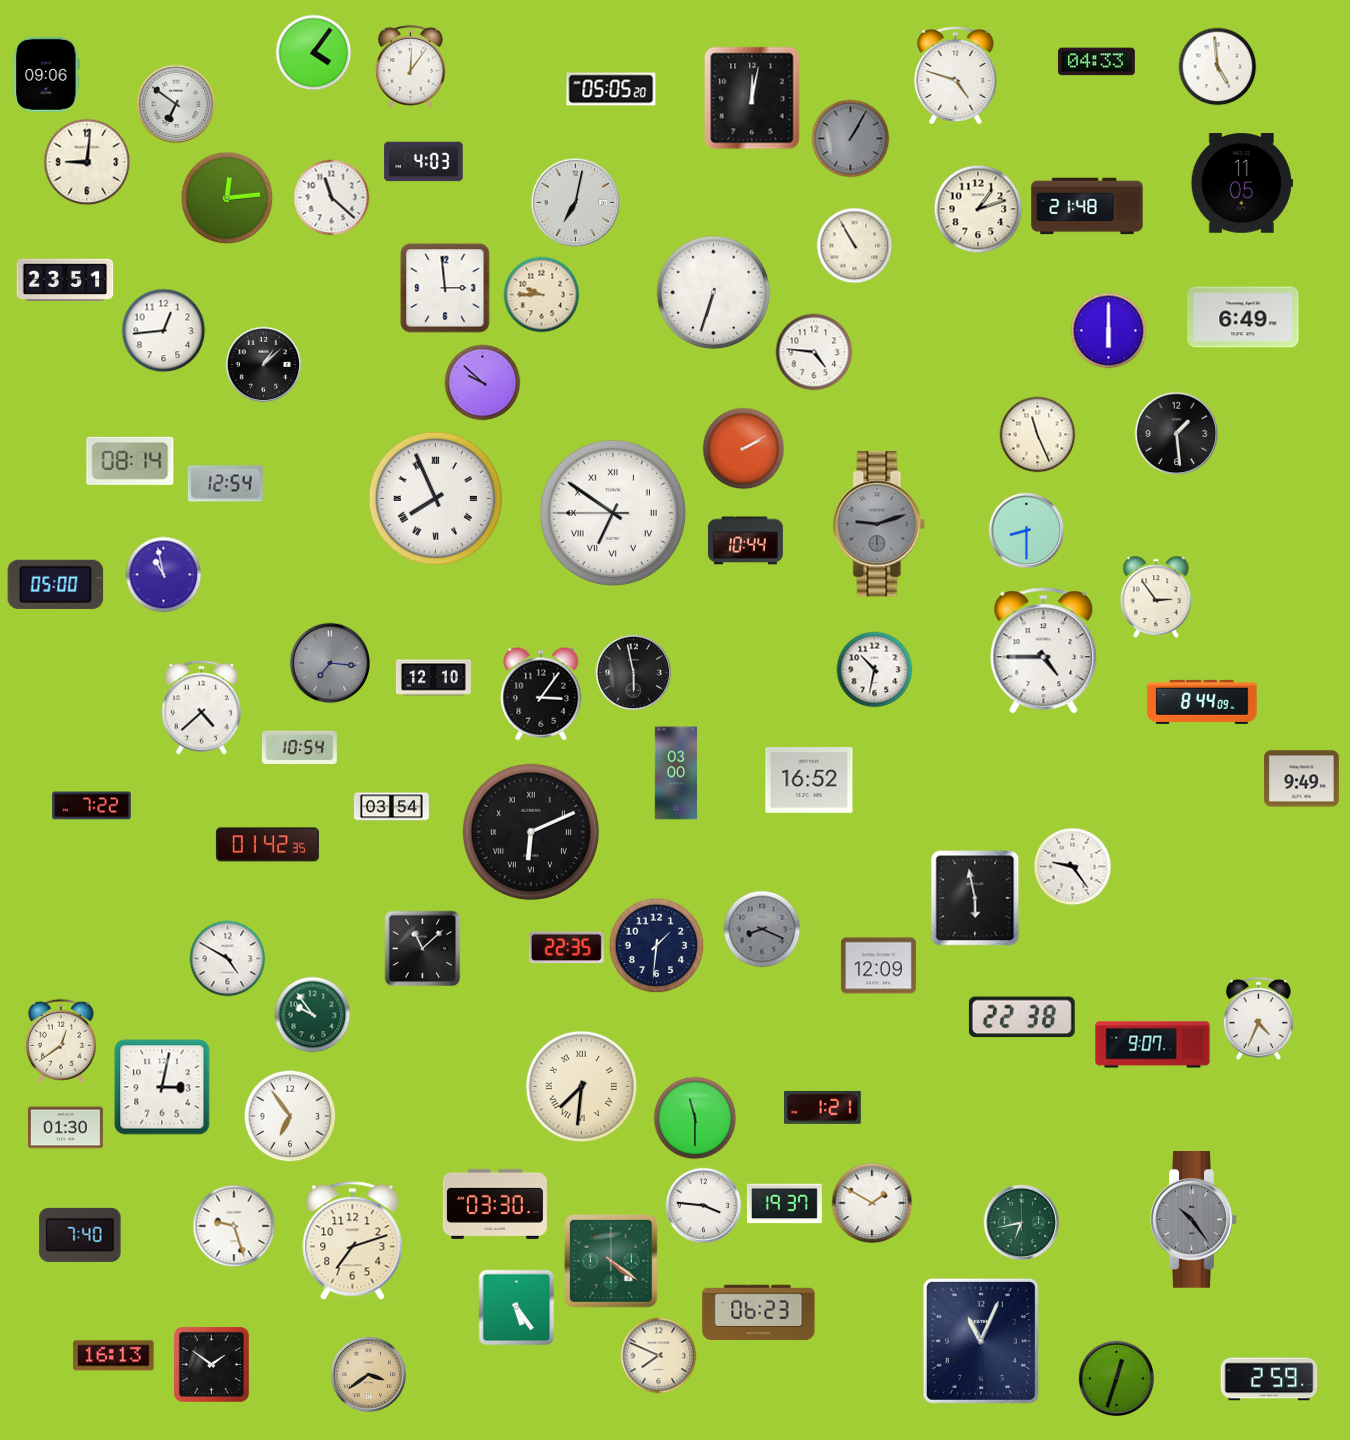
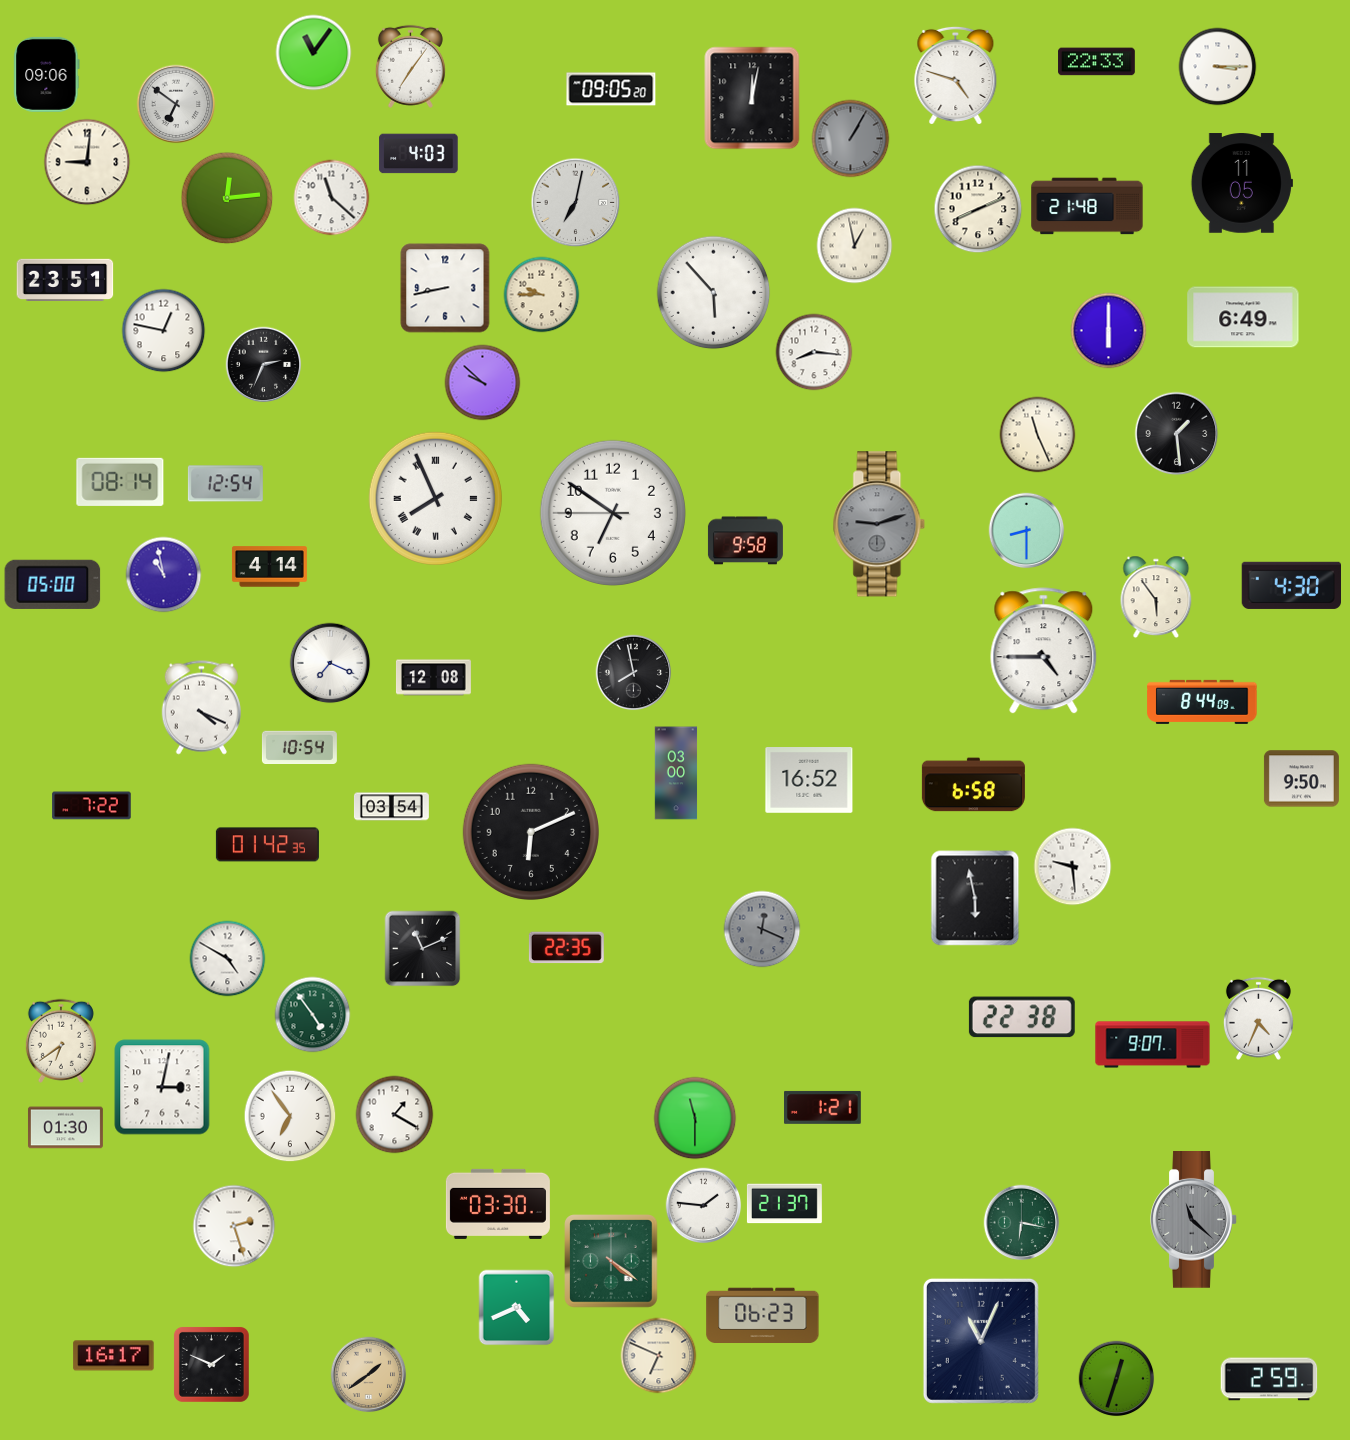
clock at (314, 53): 4:06 -> 11:06
clock at (1097, 62): 04:33 -> 22:33
clock at (410, 66): 12:06 -> 7:06
clock at (1218, 67): 4:59 -> 3:15
clock at (611, 89): 05:05 -> 09:05
clock at (424, 162) position: (424, 162) -> (419, 154)
clock at (978, 209): 1:12 -> 8:11
clock at (855, 246): 10:55 -> 12:58
clock at (445, 288): 2:59 -> 8:43
clock at (714, 293): 6:33 -> 5:53
clock at (164, 331): 12:44 -> 12:47
clock at (814, 352): 4:46 -> 8:16
clock at (264, 365): 1:08 -> 2:34
clock at (744, 449): 2:10 -> none
clock at (130, 461) position: (130, 461) -> (120, 482)
clock at (613, 513) numerals: Roman -> Arabic
clock at (745, 541): 10:44 -> 9:58
clock at (269, 567): none -> 4:14
clock at (56, 584) position: (56, 584) -> (53, 584)
clock at (1291, 585): none -> 4:30
clock at (1156, 597): 2:54 -> 5:54
clock at (330, 663): 7:16 -> 7:19
clock at (330, 663) dial: grey -> white
clock at (875, 670): 10:32 -> none
clock at (634, 673): 5:58 -> 7:58
clock at (433, 678): 12:10 -> 12:08
clock at (541, 694): 3:06 -> none
clock at (201, 708): 4:38 -> 4:19
clock at (1301, 779): 9:49 -> 9:50
clock at (973, 785): none -> 6:58
clock at (531, 832) numerals: Roman -> Arabic
clock at (1073, 867): 9:24 -> 9:29
clock at (762, 929): 8:19 -> 12:19
clock at (657, 946): 1:31 -> none
clock at (423, 949): 11:08 -> 11:11
clock at (878, 966): 12:09 -> none
clock at (313, 1015): 9:54 -> 4:54
clock at (61, 1041): 12:39 -> 6:39
clock at (582, 1087): 7:31 -> none
clock at (395, 1115): none -> 1:20
clock at (872, 1203): 1:50 -> none
clock at (495, 1204) position: (495, 1204) -> (498, 1204)
clock at (784, 1204): 19:37 -> 21:37
clock at (704, 1206): 3:46 -> 1:46
clock at (1194, 1220): 10:24 -> 11:22
clock at (1022, 1223): 6:43 -> 6:17
clock at (234, 1226): 9:27 -> 2:27
clock at (80, 1235): 7:40 -> none
clock at (353, 1241): 7:12 -> none
clock at (517, 1308): 5:24 -> 4:41
clock at (759, 1313) position: (759, 1313) -> (763, 1316)
clock at (114, 1356): 16:13 -> 16:17
clock at (659, 1356): 7:49 -> 6:49
clock at (211, 1364): 1:51 -> 1:49
clock at (369, 1375): 3:39 -> 1:39
